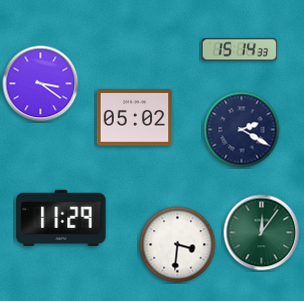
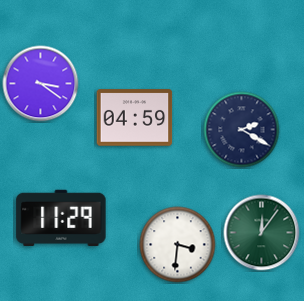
clock at (240, 50): 15:14 -> none
clock at (135, 118): 05:02 -> 04:59
